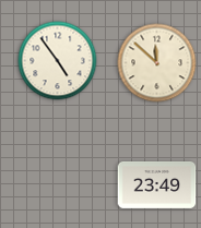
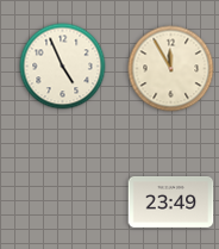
clock at (58, 61): 4:54 -> 4:56
clock at (157, 63): 11:52 -> 11:55
